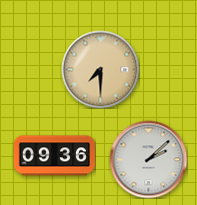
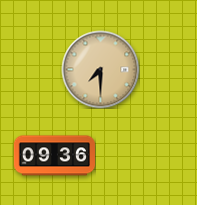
clock at (148, 159): 2:08 -> none
